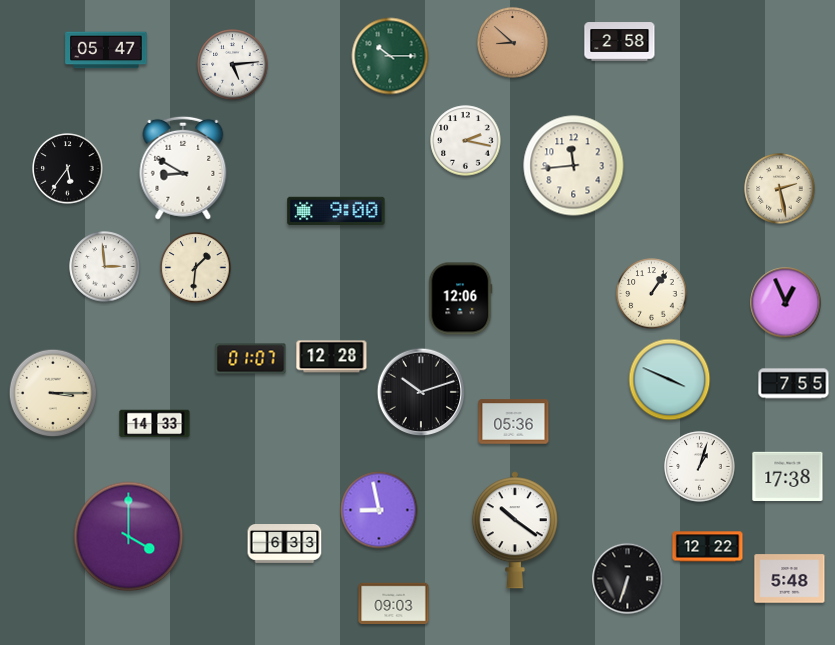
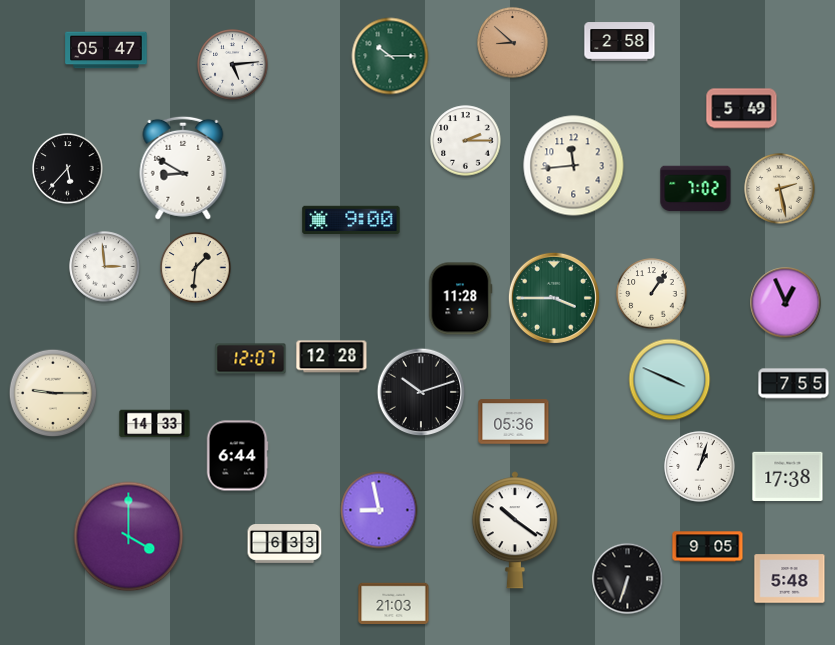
clock at (742, 109): none -> 5:49
clock at (466, 141): 2:17 -> 2:15
clock at (68, 169): 5:36 -> 5:37
clock at (696, 189): none -> 7:02
clock at (336, 211) position: (336, 211) -> (351, 220)
clock at (554, 298): none -> 3:45
clock at (460, 299): 12:06 -> 11:28
clock at (251, 359): 01:07 -> 12:07
clock at (53, 393): 3:15 -> 9:15
clock at (237, 456): none -> 6:44
clock at (708, 547): 12:22 -> 9:05
clock at (394, 603): 09:03 -> 21:03
